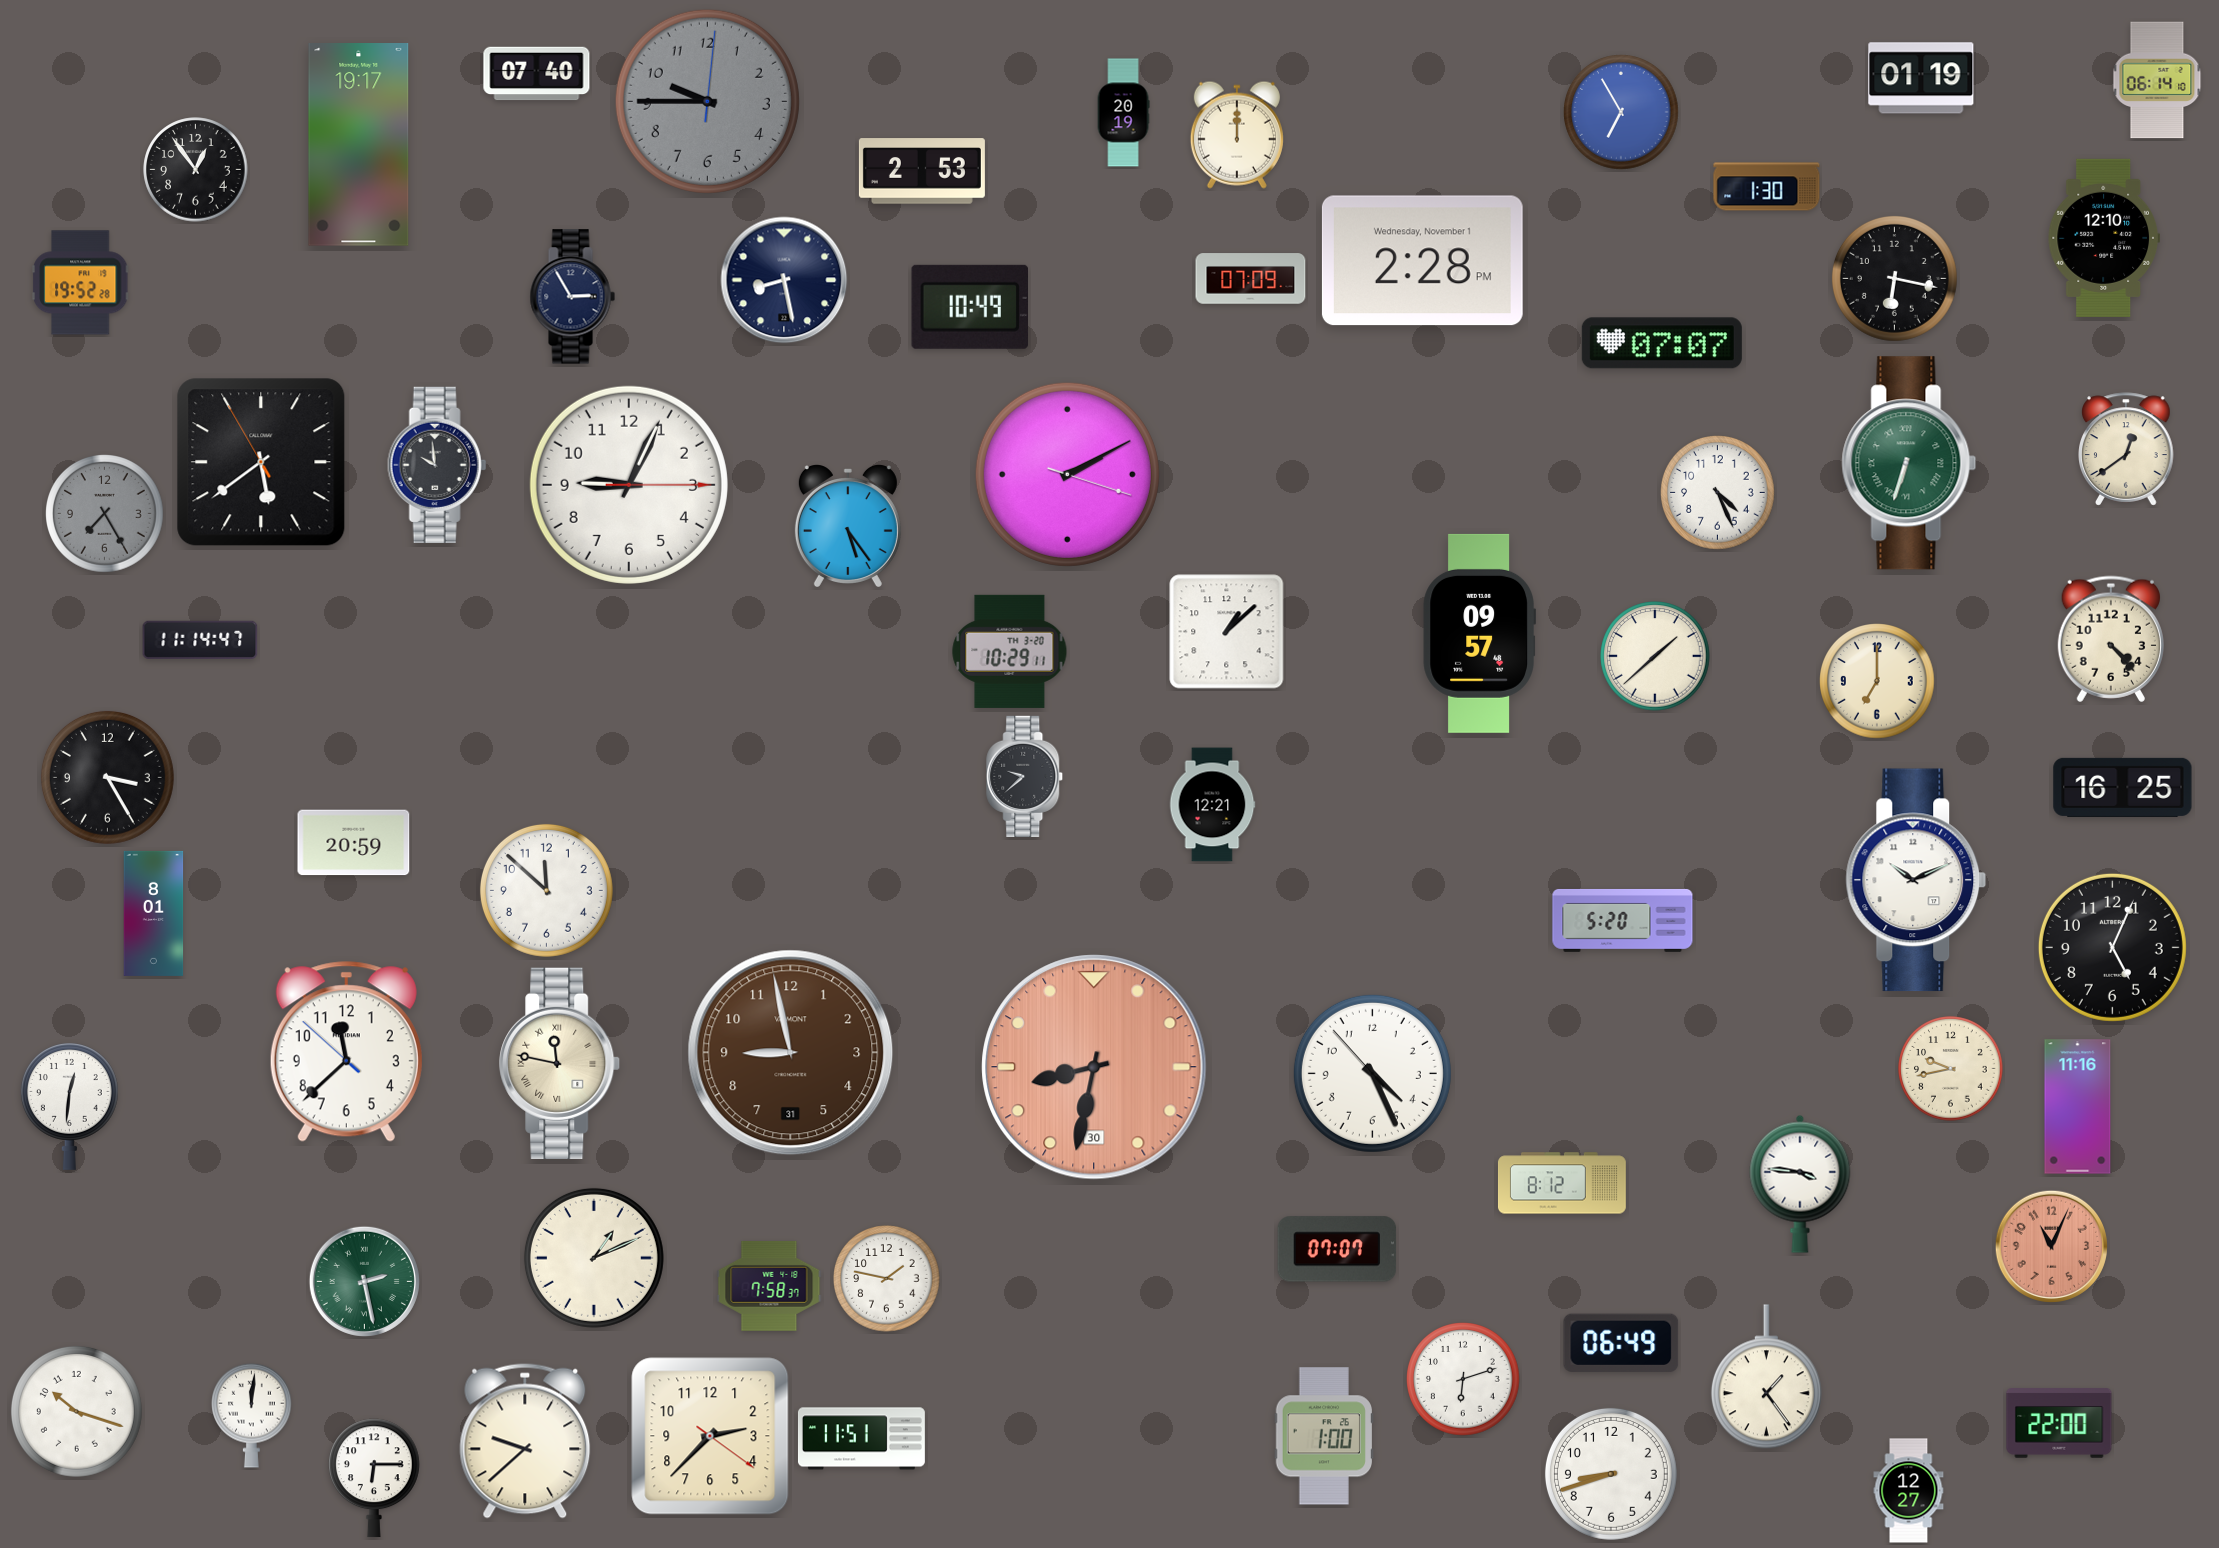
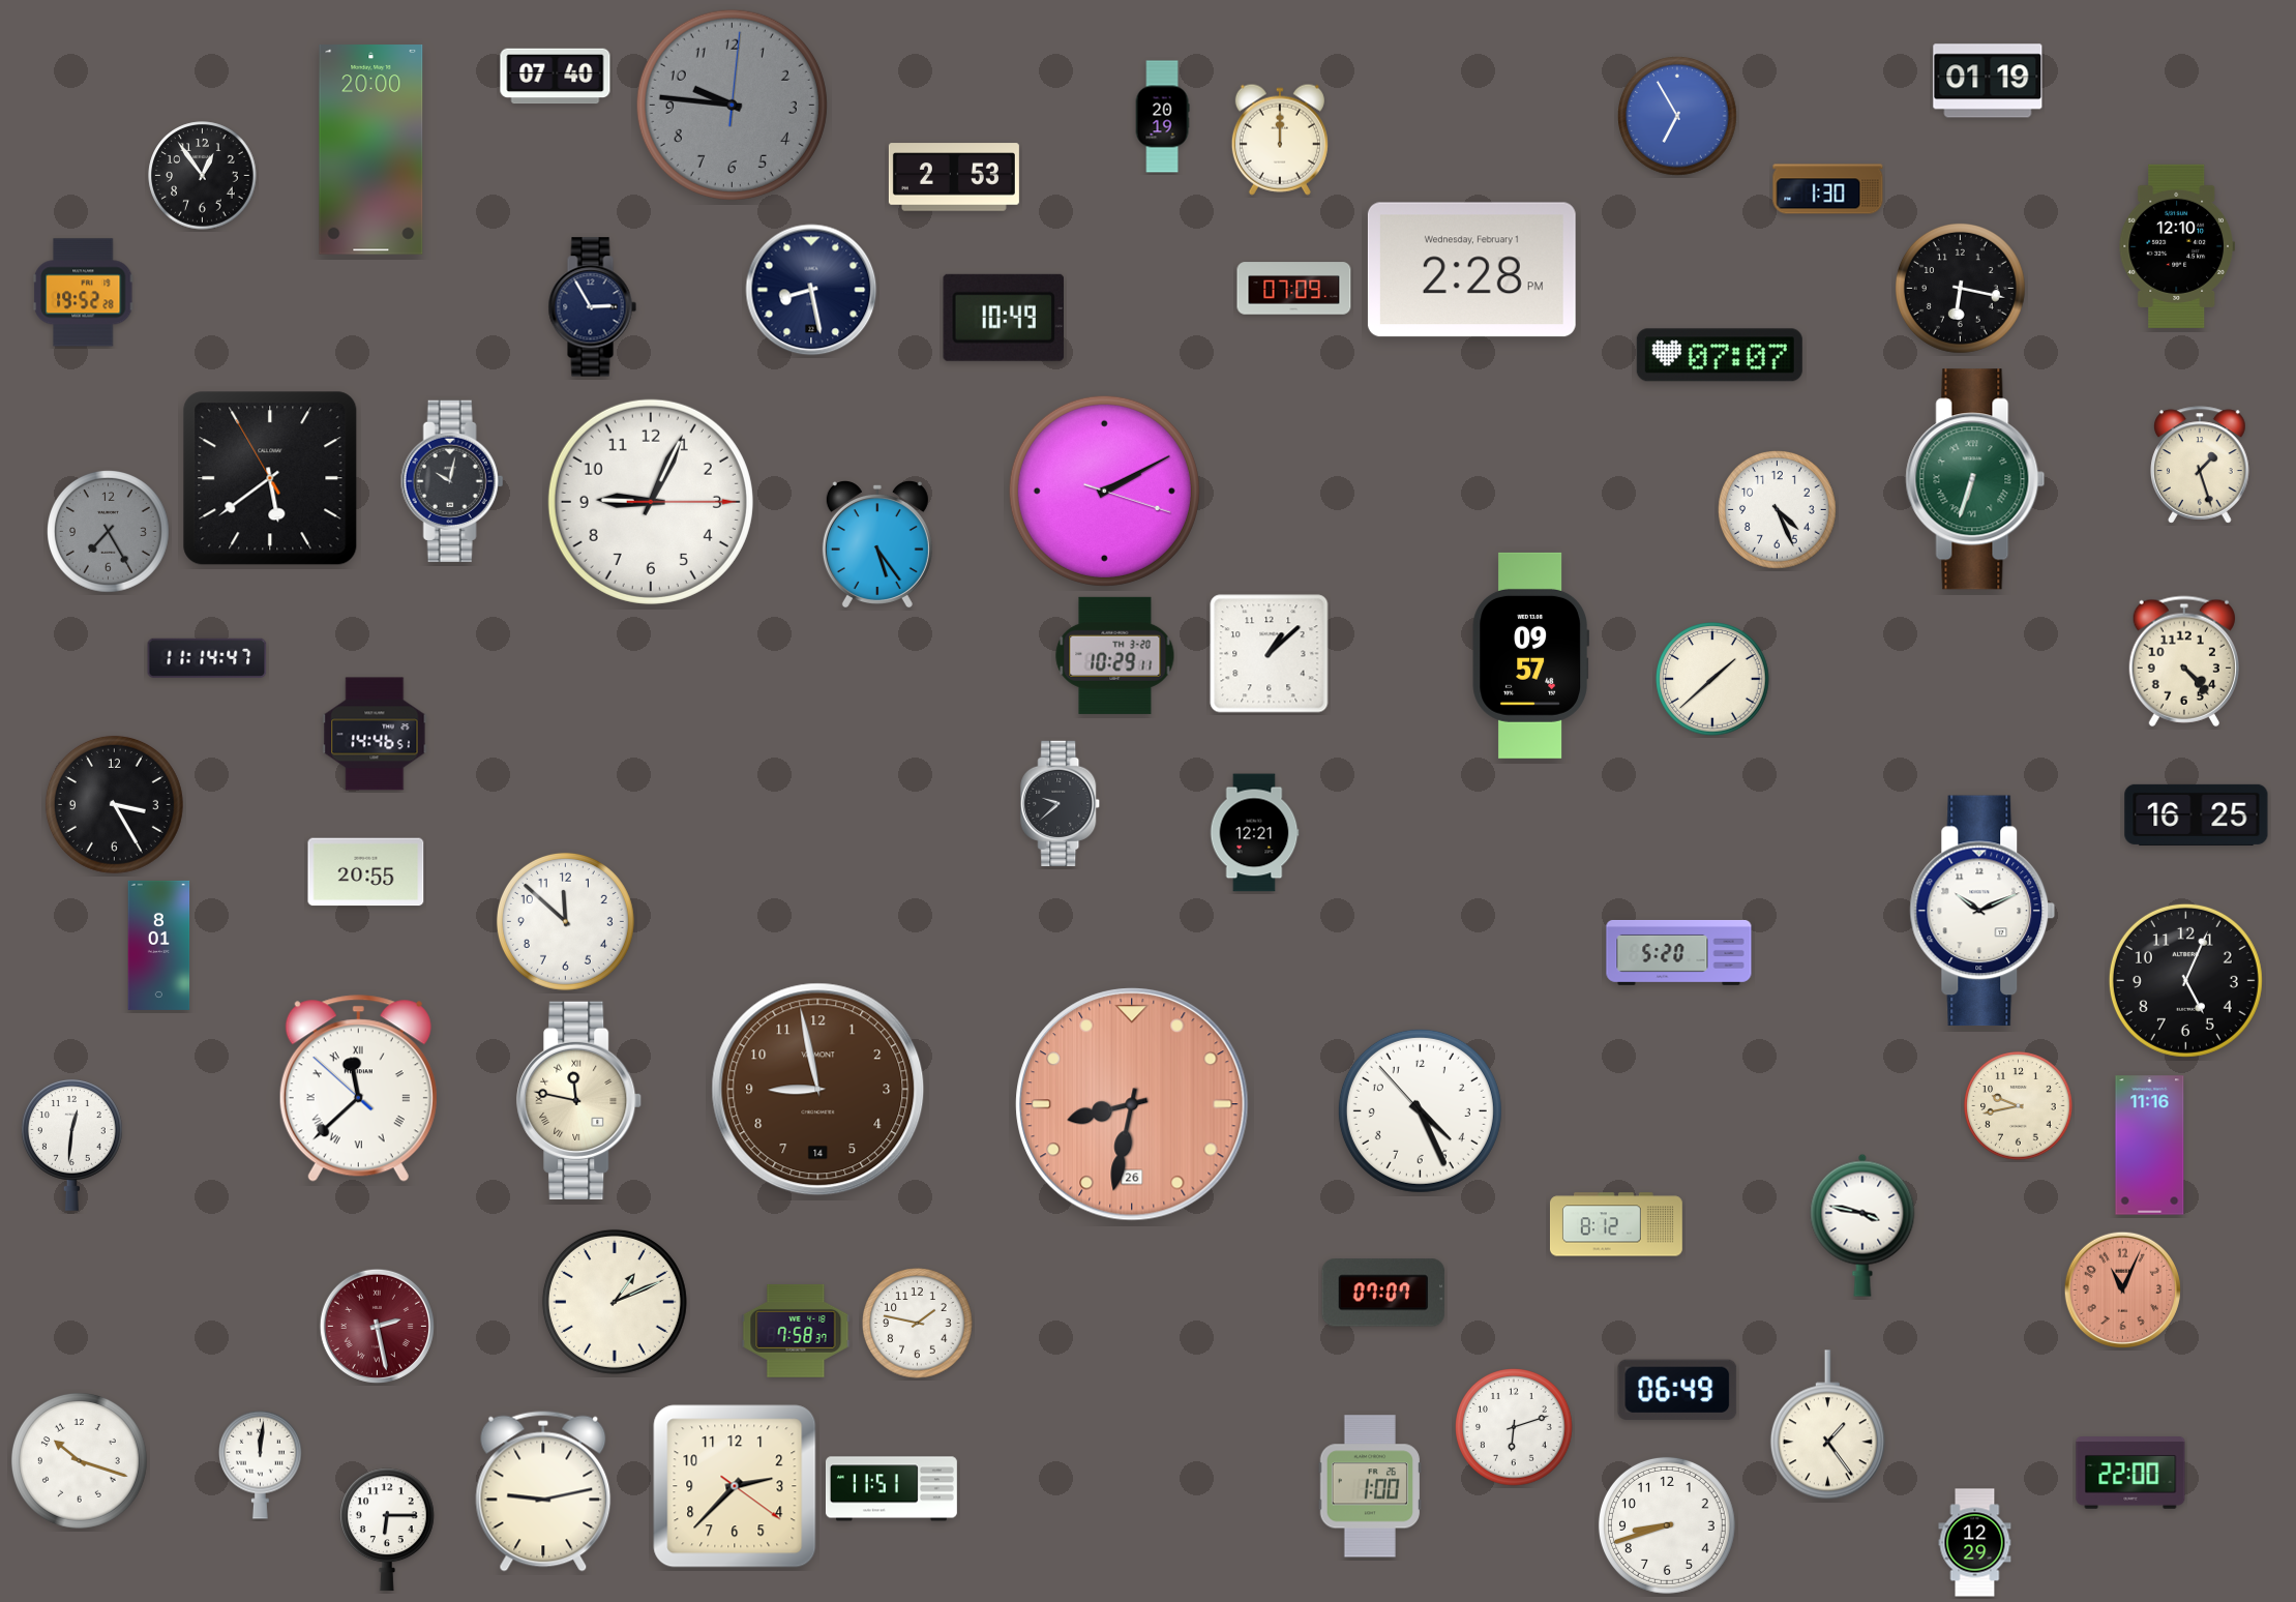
clock at (2157, 80): 06:14 -> none
clock at (707, 101): 9:45 -> 9:46
clock at (359, 145): 19:17 -> 20:00
clock at (1767, 187) position: (1767, 187) -> (1828, 189)
clock at (1422, 261) date: Wednesday, November 1 -> Wednesday, February 1
clock at (2126, 449): 12:39 -> 1:27
clock at (437, 465): 9:59 -> 10:02
clock at (200, 639) position: (200, 639) -> (207, 657)
clock at (1010, 651) position: (1010, 651) -> (1115, 655)
clock at (1877, 681): 7:00 -> none
clock at (375, 734): none -> 14:46
clock at (107, 777) position: (107, 777) -> (114, 804)
clock at (354, 843): 20:59 -> 20:55
clock at (346, 1052) numerals: Arabic -> Roman
clock at (791, 1053) date: 31 -> 14
clock at (1094, 1067) date: 30 -> 26
clock at (1800, 1184): 3:46 -> 3:47
clock at (364, 1281) dial: green -> burgundy
clock at (525, 1441): 9:38 -> 9:13
clock at (1909, 1491): 12:27 -> 12:29
